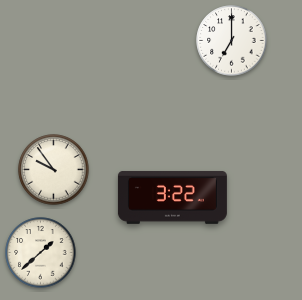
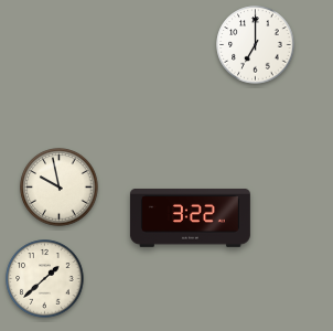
clock at (54, 170): 9:54 -> 9:58
